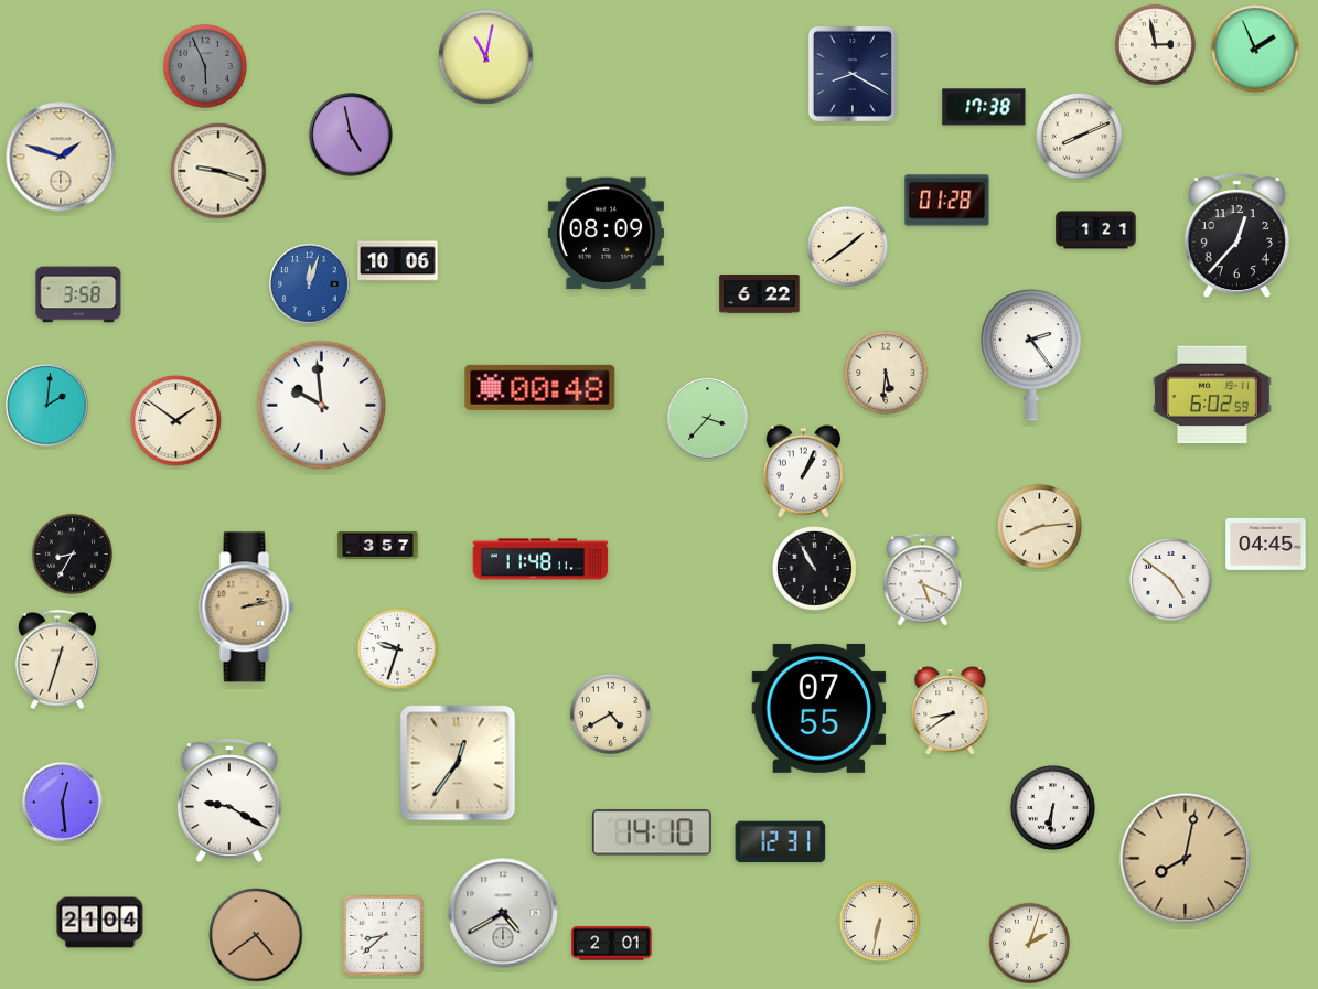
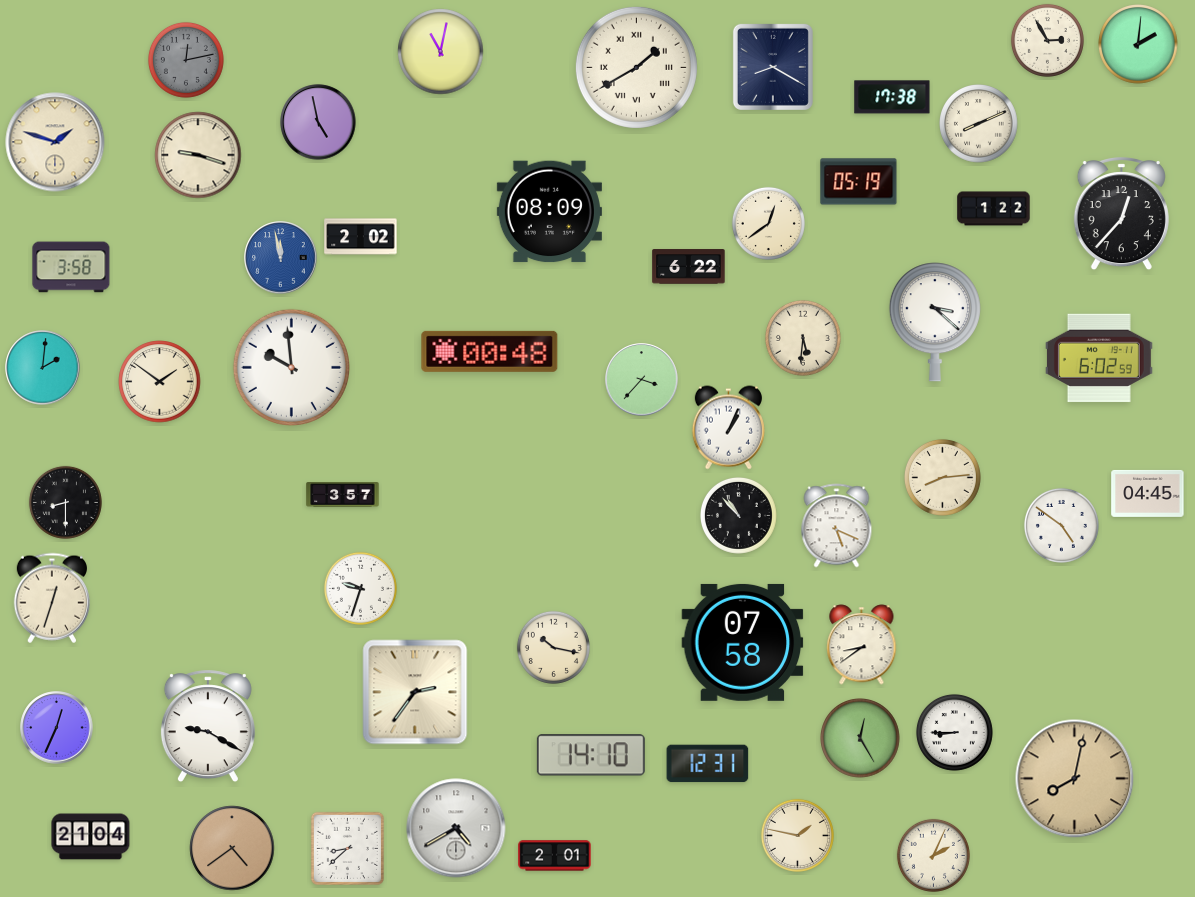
clock at (1155, 44): 2:58 -> 2:55
clock at (1255, 49): 1:56 -> 2:01
clock at (205, 66): 5:56 -> 12:13
clock at (636, 67): none -> 1:40
clock at (947, 201): 01:28 -> 05:19
clock at (1096, 230): 1:21 -> 1:22
clock at (847, 246): 1:39 -> 12:39
clock at (398, 261): 10:06 -> 2:02
clock at (310, 284): 12:03 -> 11:58
clock at (1031, 355): 2:24 -> 3:22
clock at (72, 553): 8:35 -> 8:30
clock at (540, 559): 11:48 -> none
clock at (814, 568): 10:55 -> 10:53
clock at (247, 608): 2:13 -> none
clock at (819, 708): 07:55 -> 07:58
clock at (610, 713): 4:40 -> 10:17
clock at (458, 763): 12:36 -> 2:36
clock at (63, 803): 12:29 -> 12:34
clock at (1052, 807): 6:31 -> 8:45
clock at (860, 738): none -> 12:25
clock at (879, 921): 6:32 -> 1:47
clock at (1029, 943): 2:03 -> 2:04
